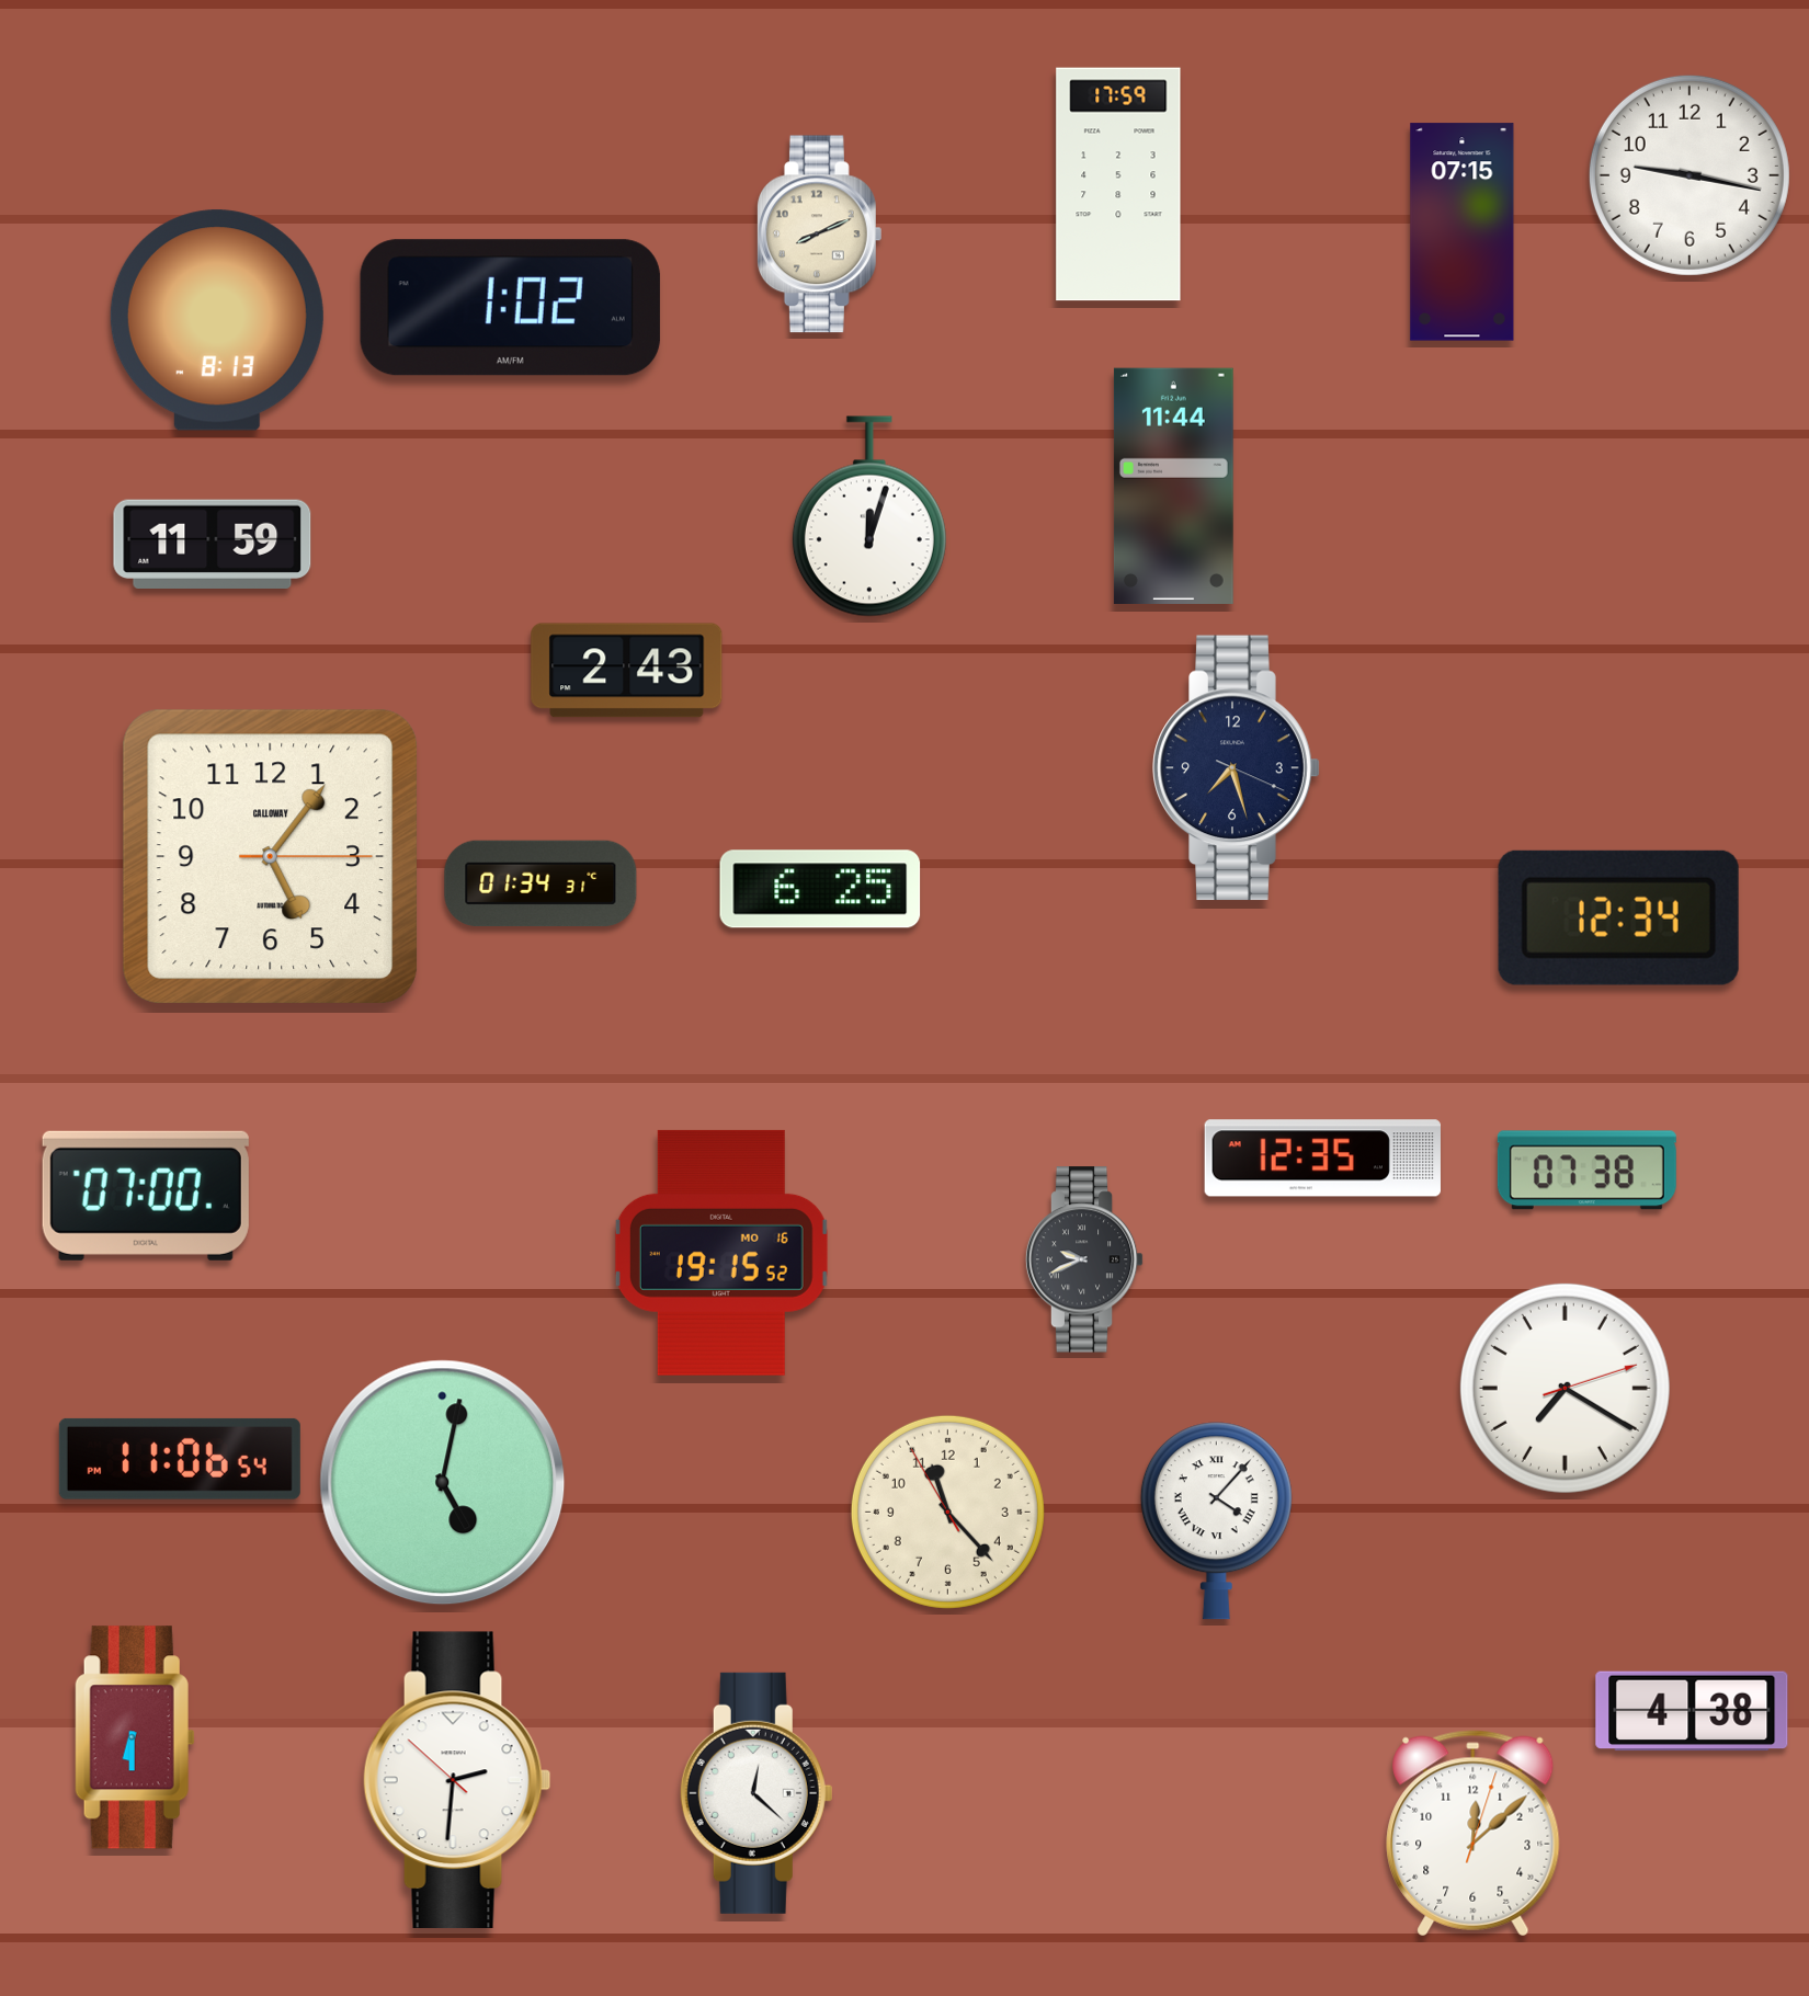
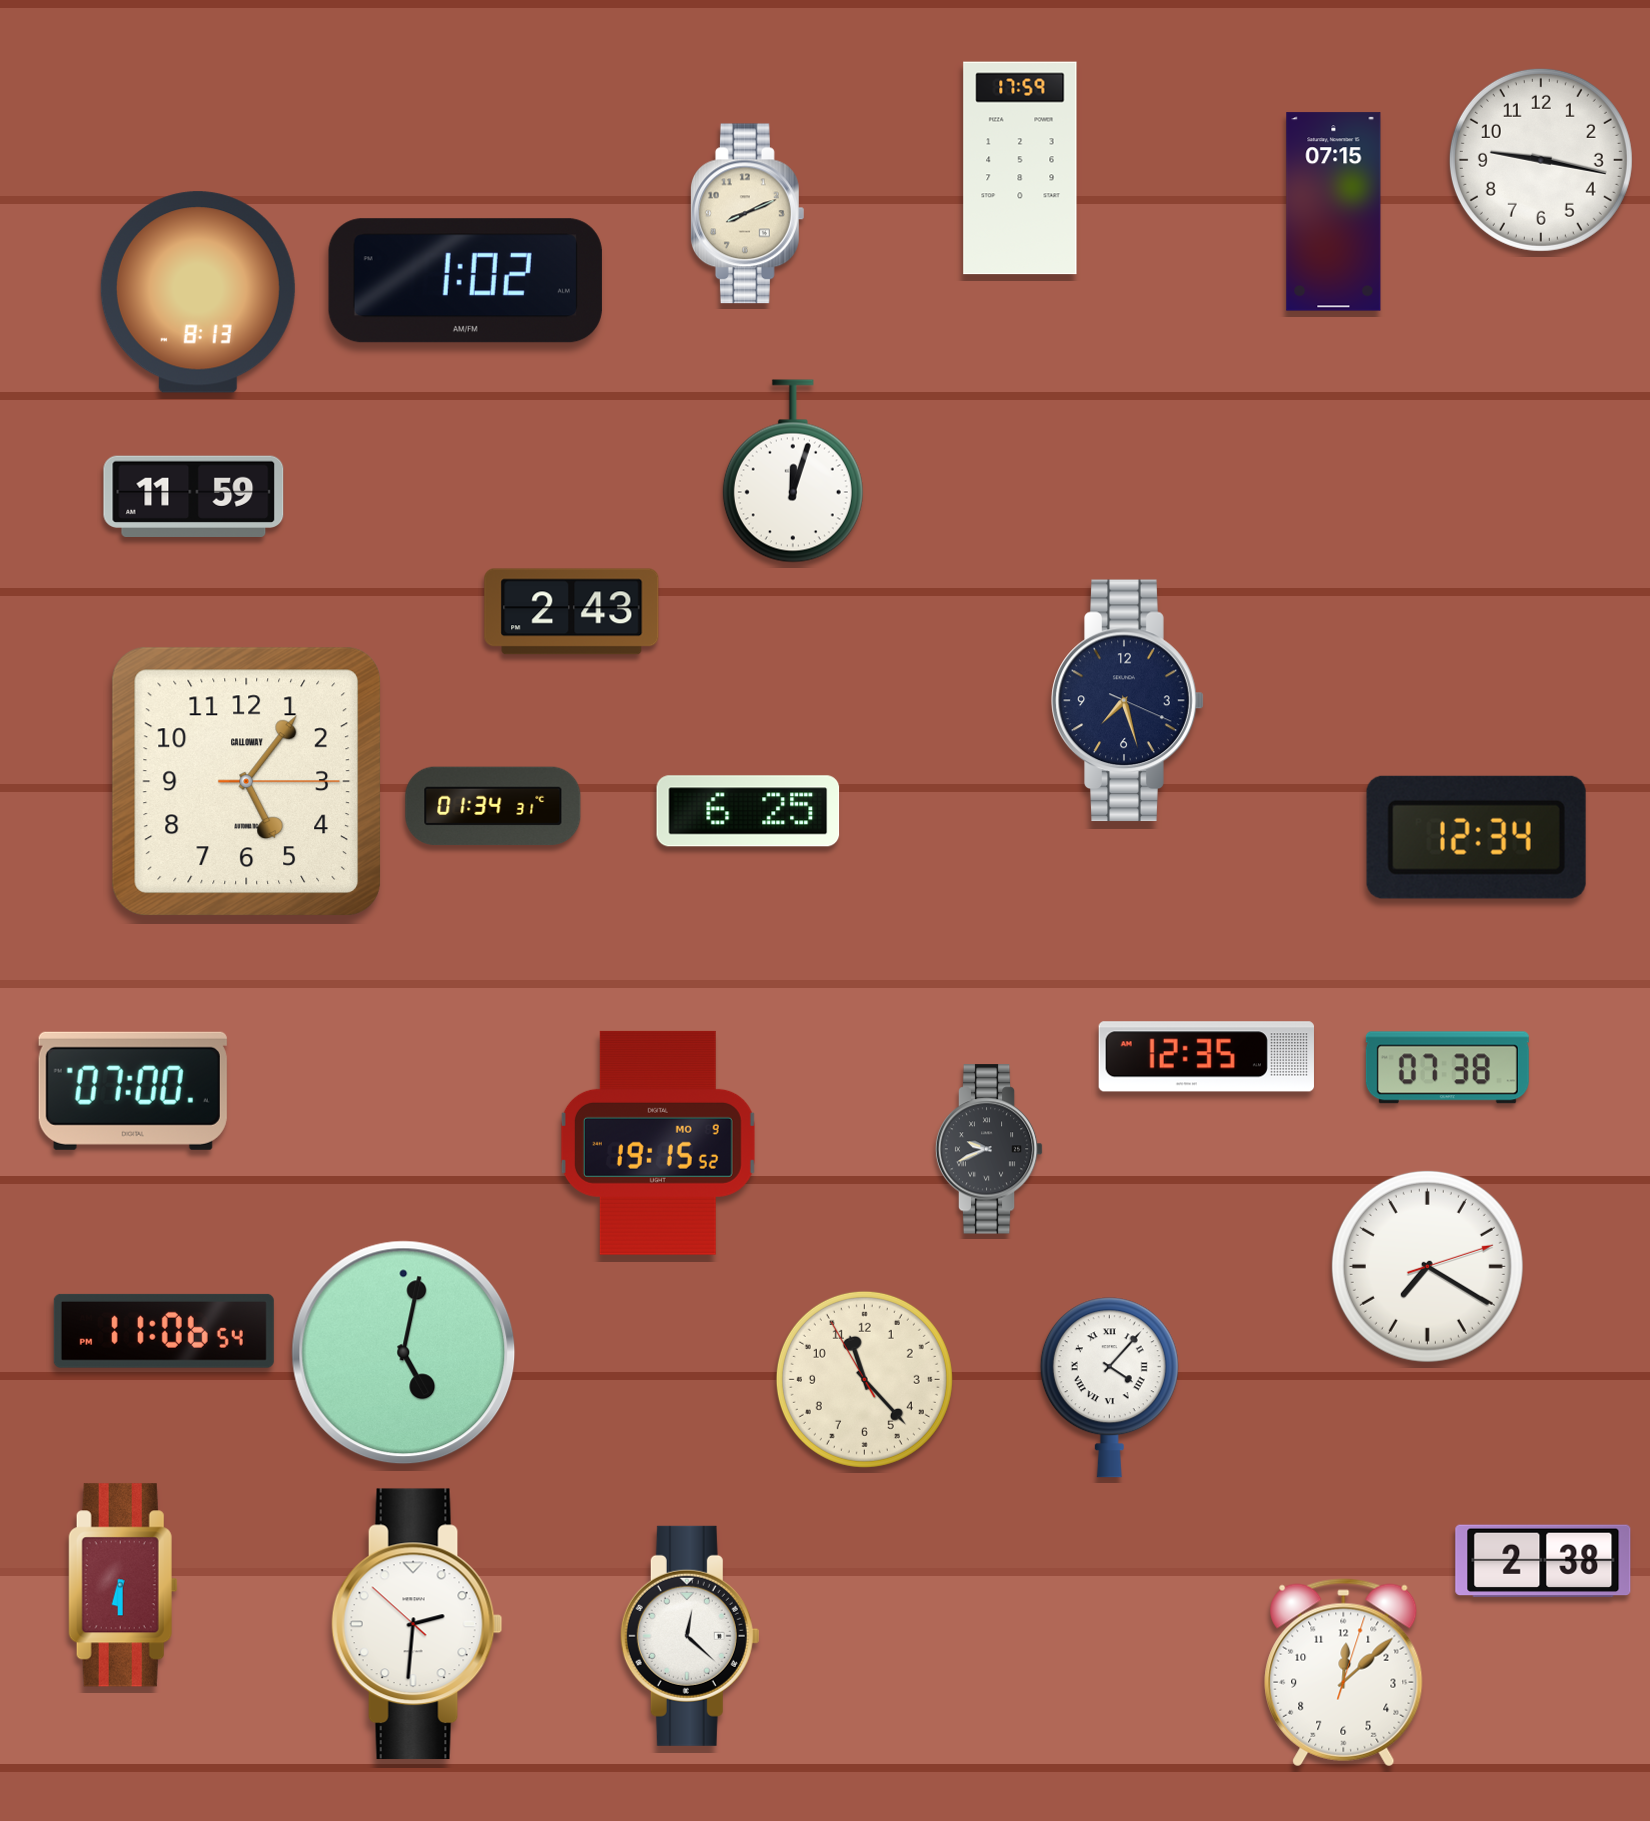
clock at (1173, 486): 11:44 -> none
clock at (721, 1253) date: MO 16 -> MO 9
clock at (1692, 1711): 4:38 -> 2:38
